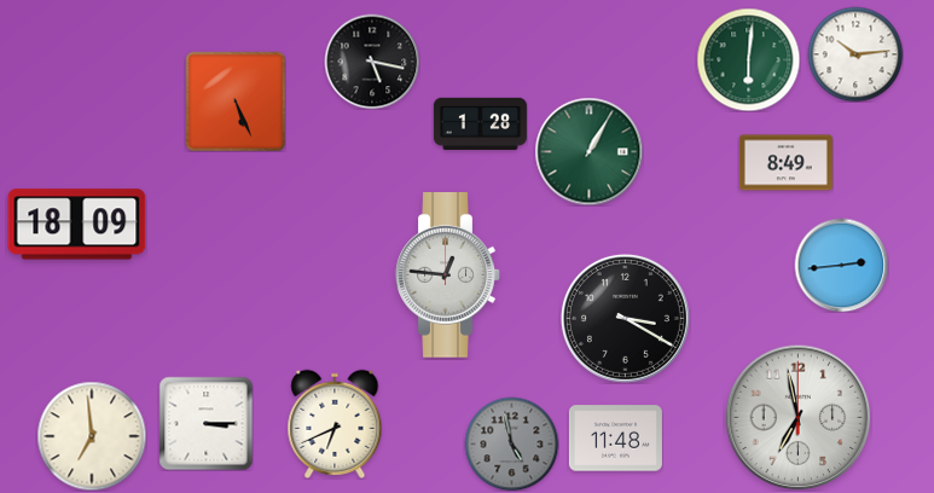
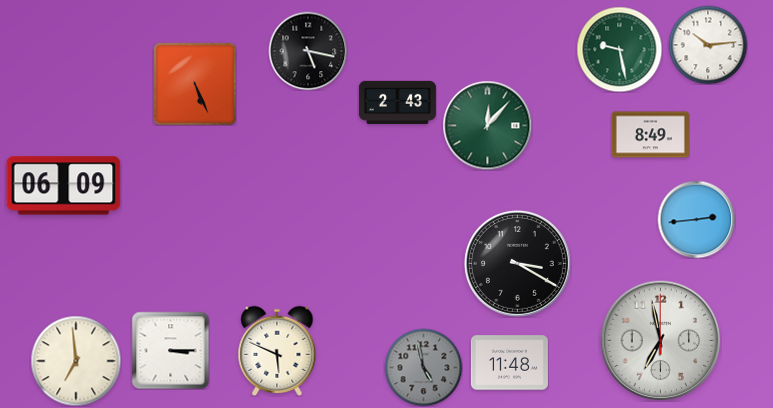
clock at (748, 59): 6:01 -> 9:28
clock at (480, 123): 1:28 -> 2:43
clock at (588, 151): 1:05 -> 12:07
clock at (77, 225): 18:09 -> 06:09
clock at (448, 275): 12:46 -> none
clock at (799, 418) position: (799, 418) -> (661, 341)
clock at (335, 424): 6:41 -> 5:49
